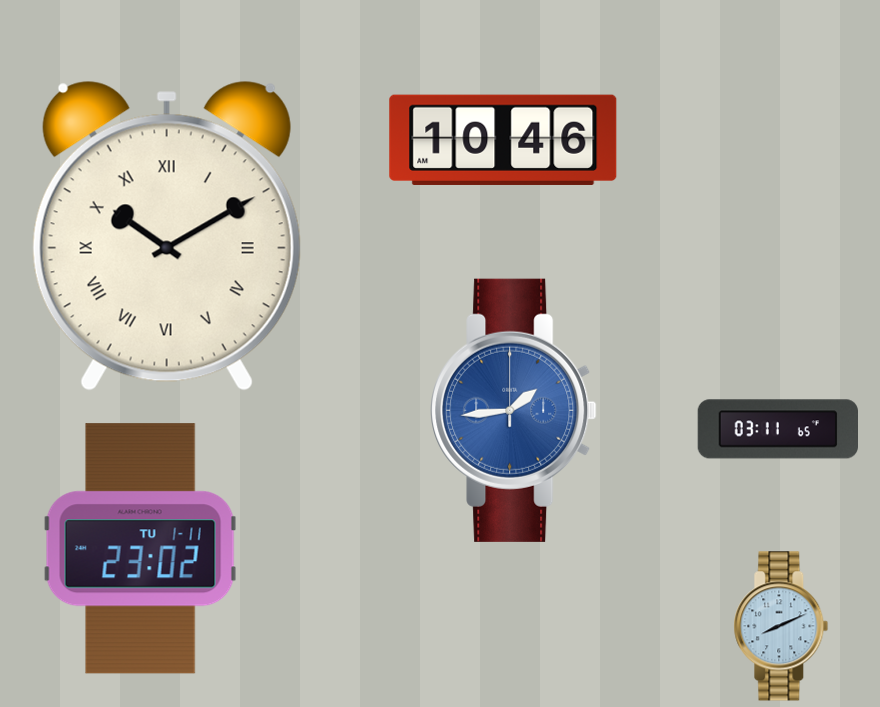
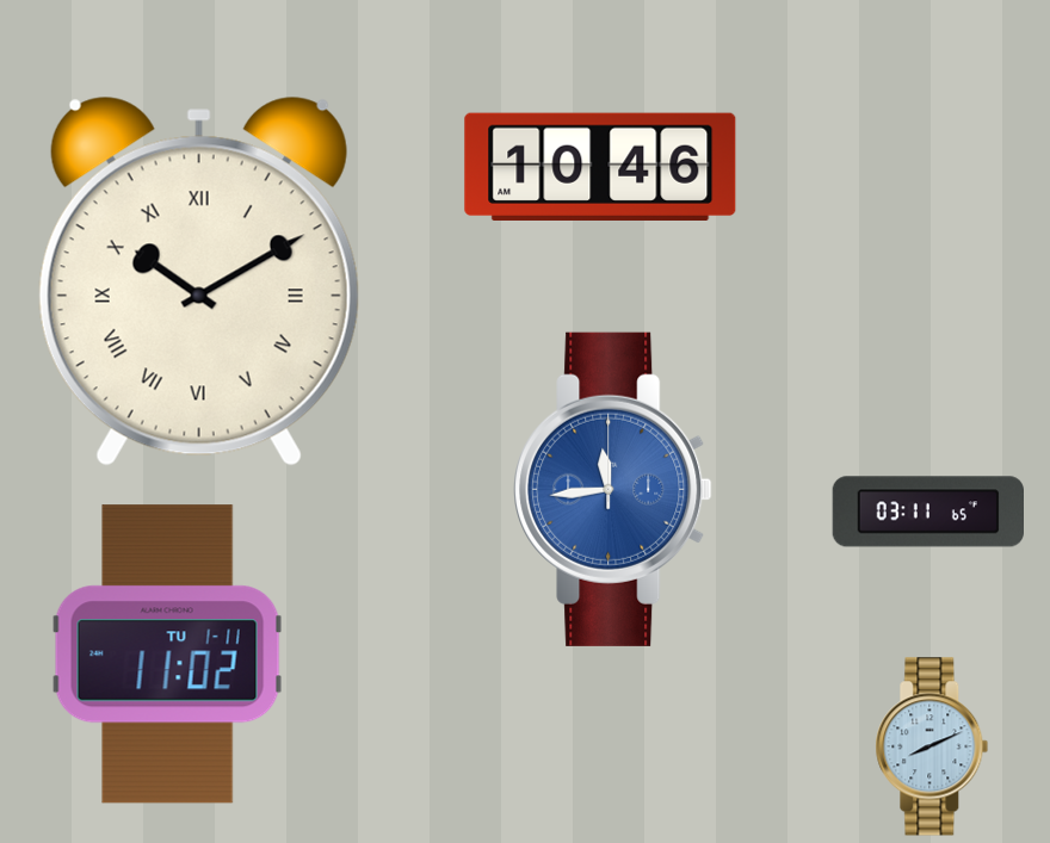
clock at (514, 410): 1:44 -> 11:44
clock at (140, 549): 23:02 -> 11:02
